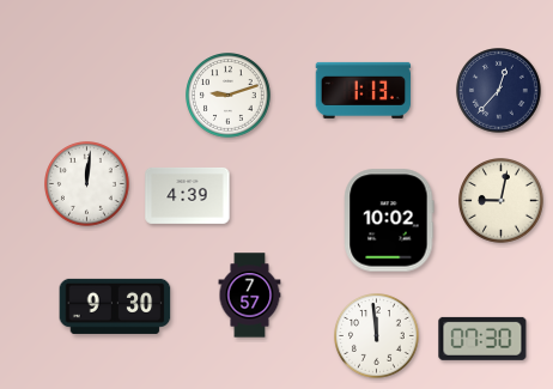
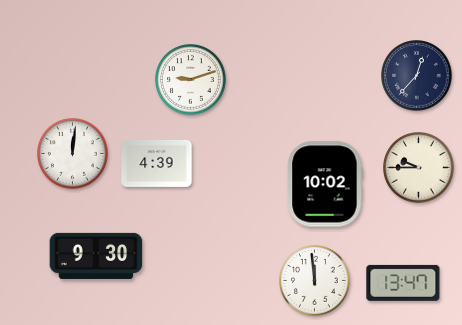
clock at (364, 90): 1:13 -> none
clock at (502, 201): 9:02 -> 9:45
clock at (250, 296): 7:57 -> none
clock at (482, 339): 07:30 -> 13:47
